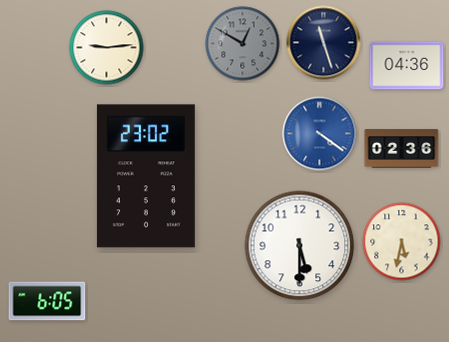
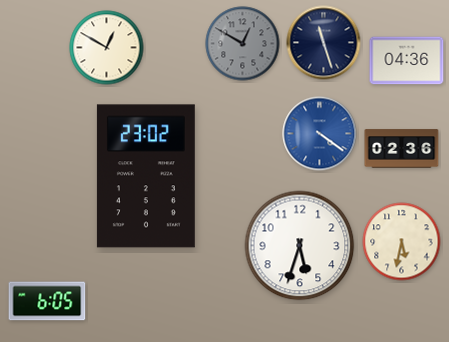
clock at (107, 48): 9:14 -> 12:50
clock at (407, 66) position: (407, 66) -> (407, 61)
clock at (300, 246): 5:30 -> 5:33
